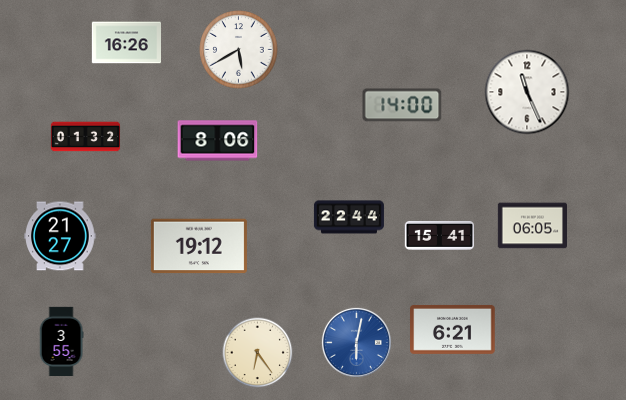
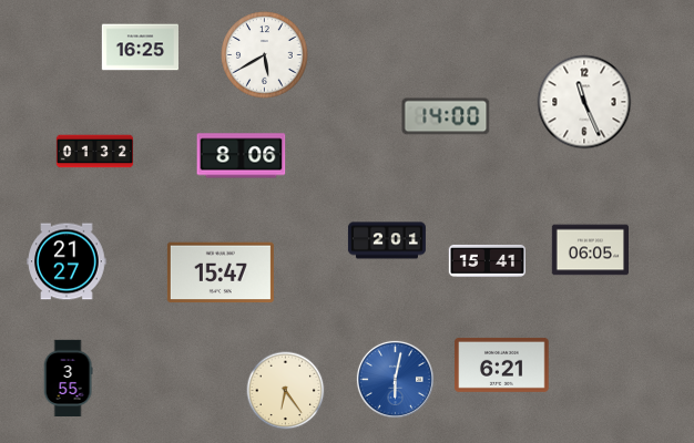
clock at (126, 43): 16:26 -> 16:25
clock at (349, 217): 22:44 -> 2:01
clock at (199, 246): 19:12 -> 15:47
